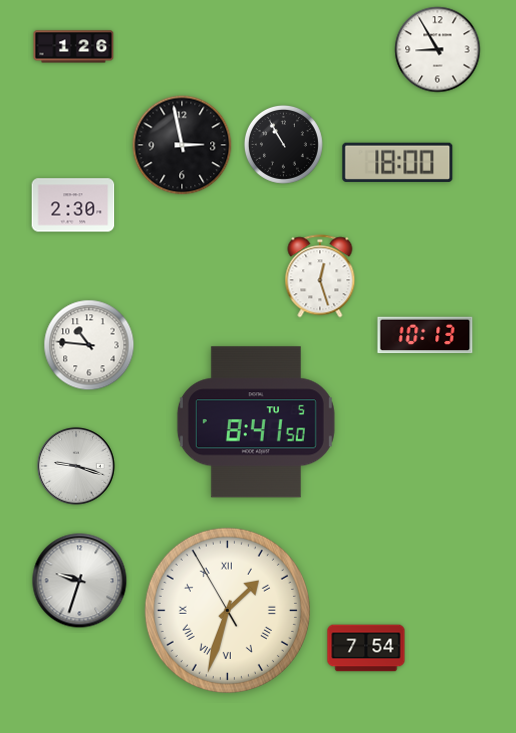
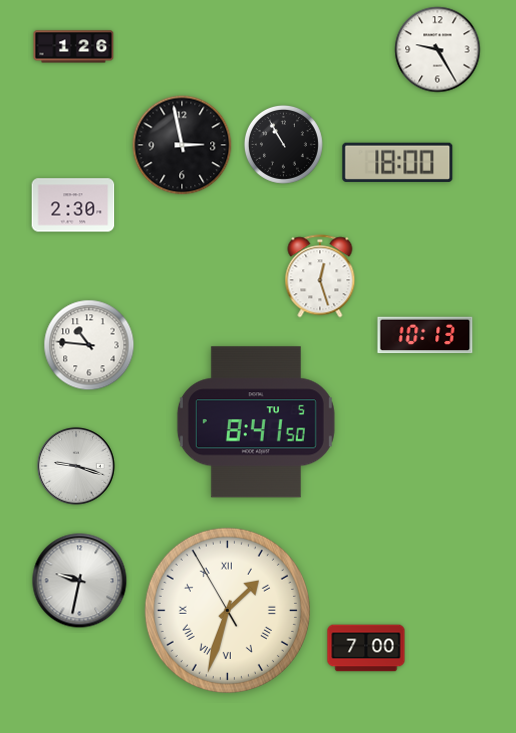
clock at (438, 50): 8:55 -> 9:25
clock at (80, 581): 9:33 -> 9:32
clock at (366, 648): 7:54 -> 7:00
